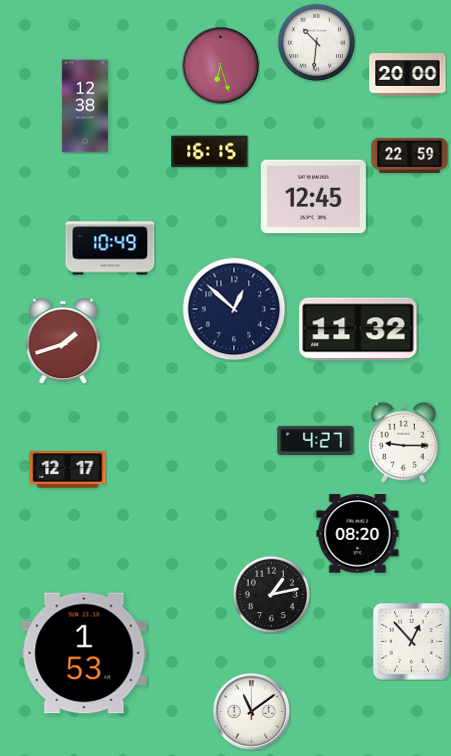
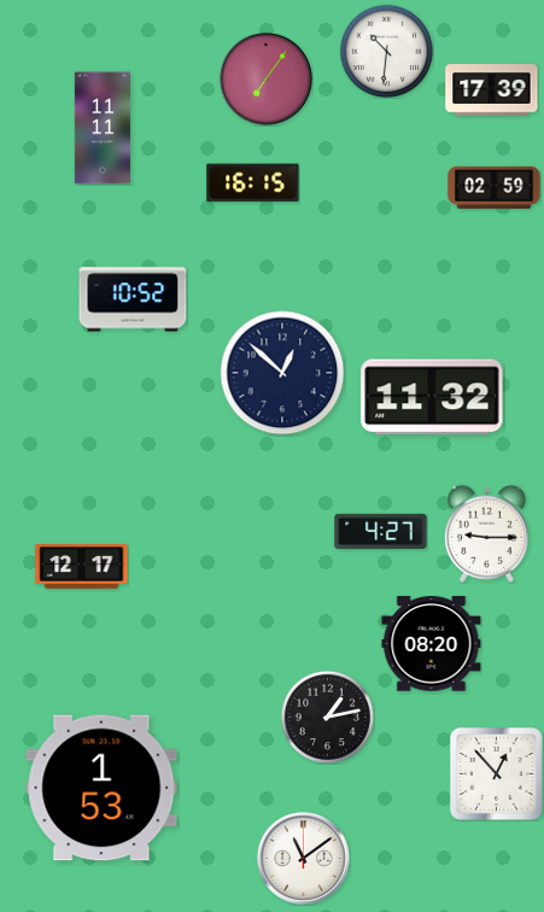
clock at (316, 42) position: (316, 42) -> (386, 51)
clock at (221, 66): 6:27 -> 7:06
clock at (408, 75): 20:00 -> 17:39
clock at (85, 106): 12:38 -> 11:11
clock at (410, 155): 22:59 -> 02:59
clock at (313, 197): 12:45 -> none
clock at (110, 248): 10:49 -> 10:52
clock at (63, 341): 1:42 -> none
